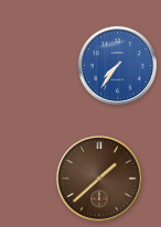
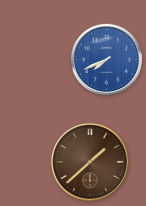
clock at (118, 66): 7:36 -> 7:41
